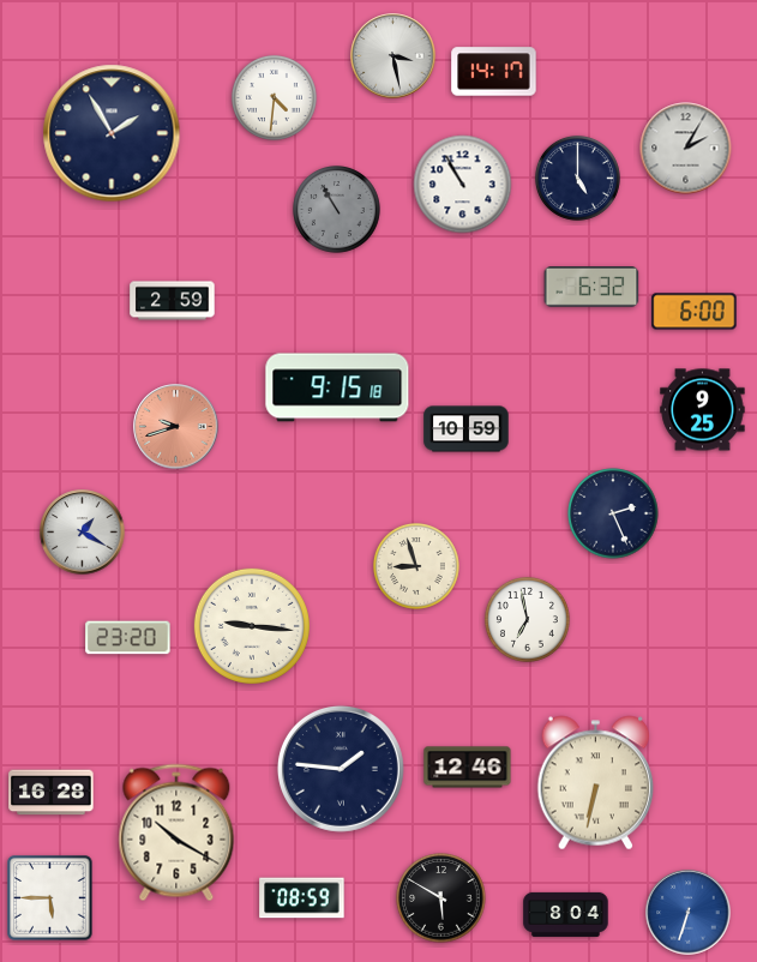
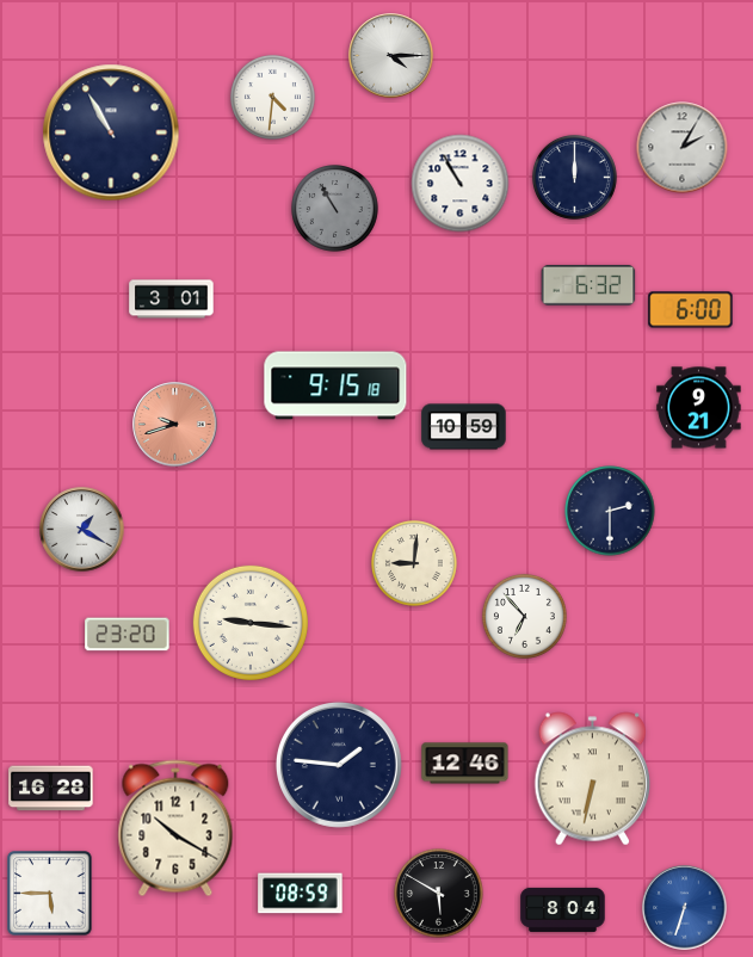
clock at (393, 56): 3:28 -> 4:15
clock at (494, 72): 14:17 -> none
clock at (112, 133): 1:55 -> 10:55
clock at (577, 178): 5:00 -> 12:00
clock at (173, 301): 2:59 -> 3:01
clock at (703, 410): 9:25 -> 9:21
clock at (613, 513): 2:26 -> 2:30
clock at (417, 567): 8:57 -> 9:01
clock at (527, 619): 6:58 -> 6:53
